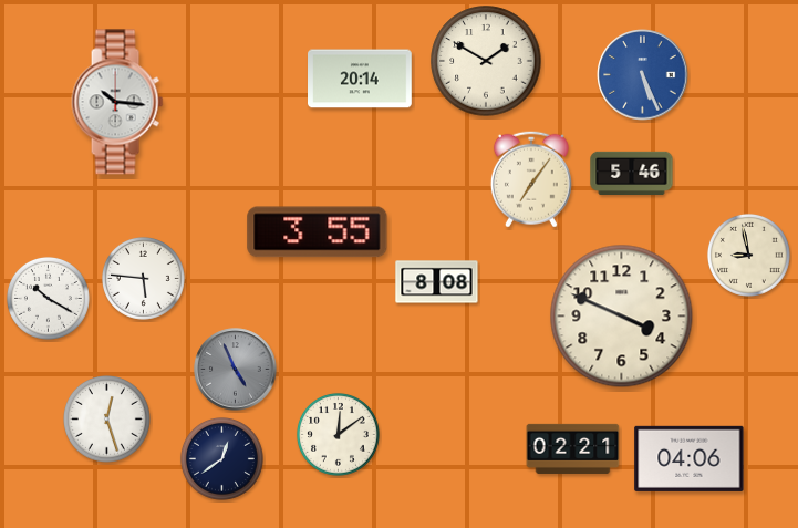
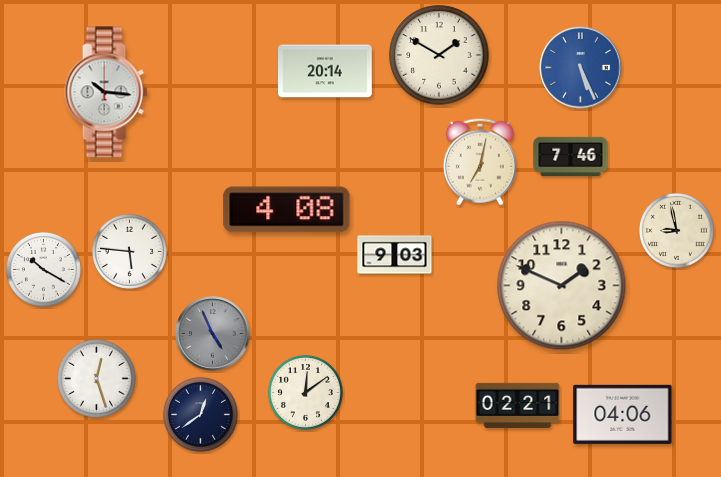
clock at (632, 173): 5:46 -> 7:46
clock at (531, 179): 7:06 -> 7:02
clock at (318, 232): 3:55 -> 4:08
clock at (437, 282): 8:08 -> 9:03
clock at (622, 317): 3:49 -> 1:49
